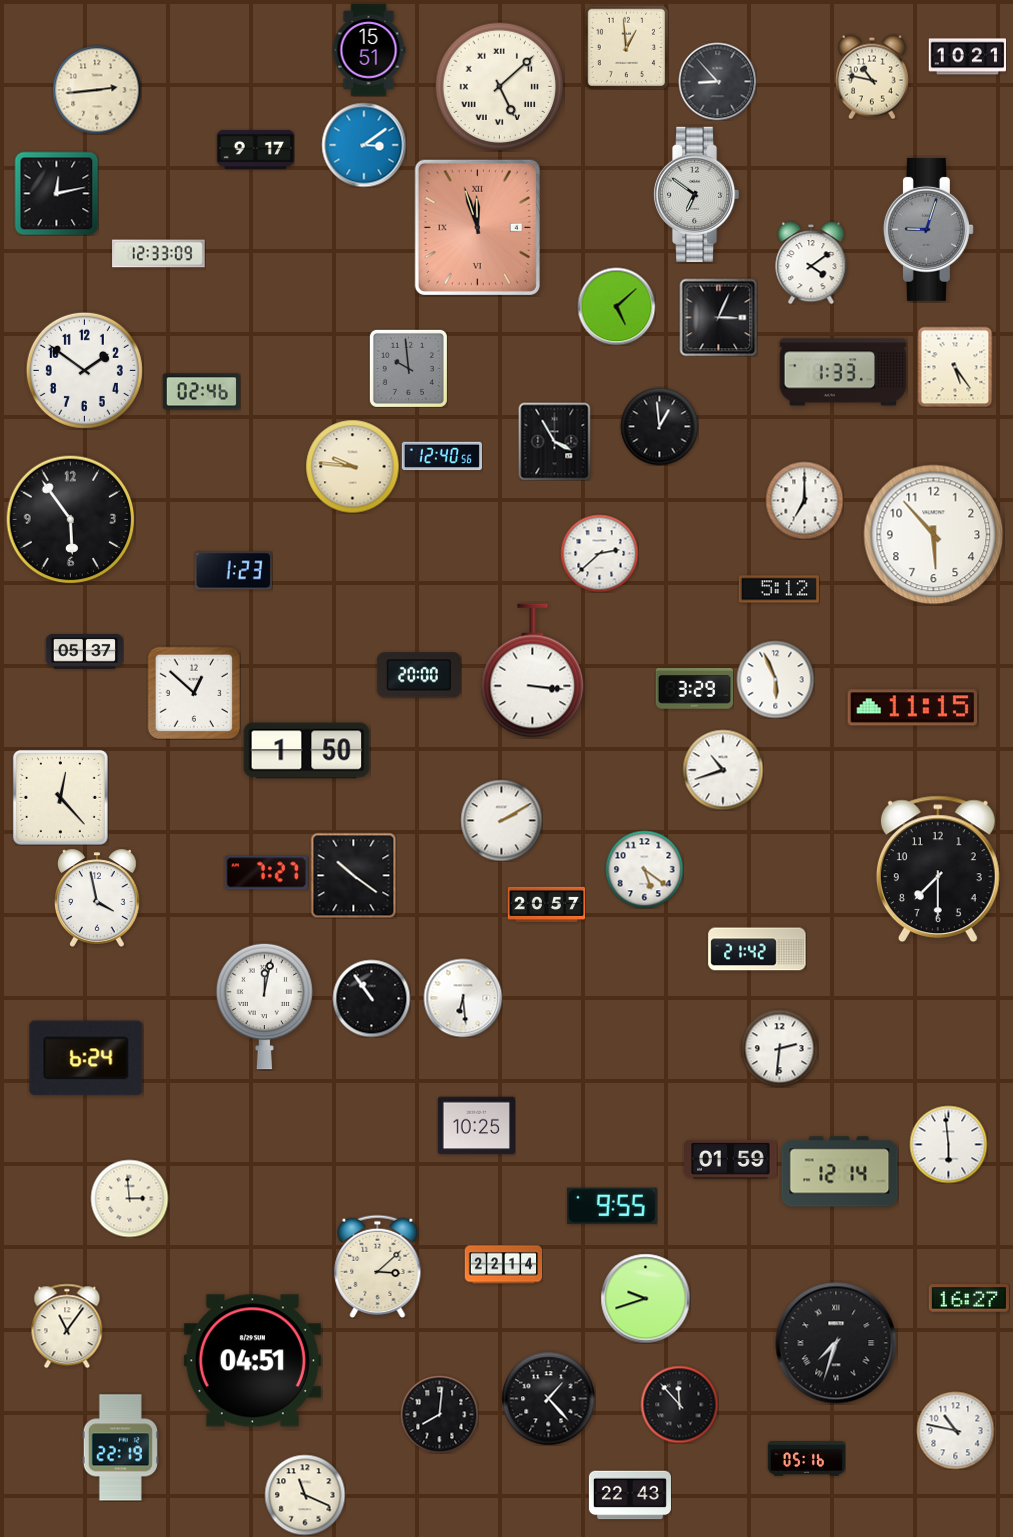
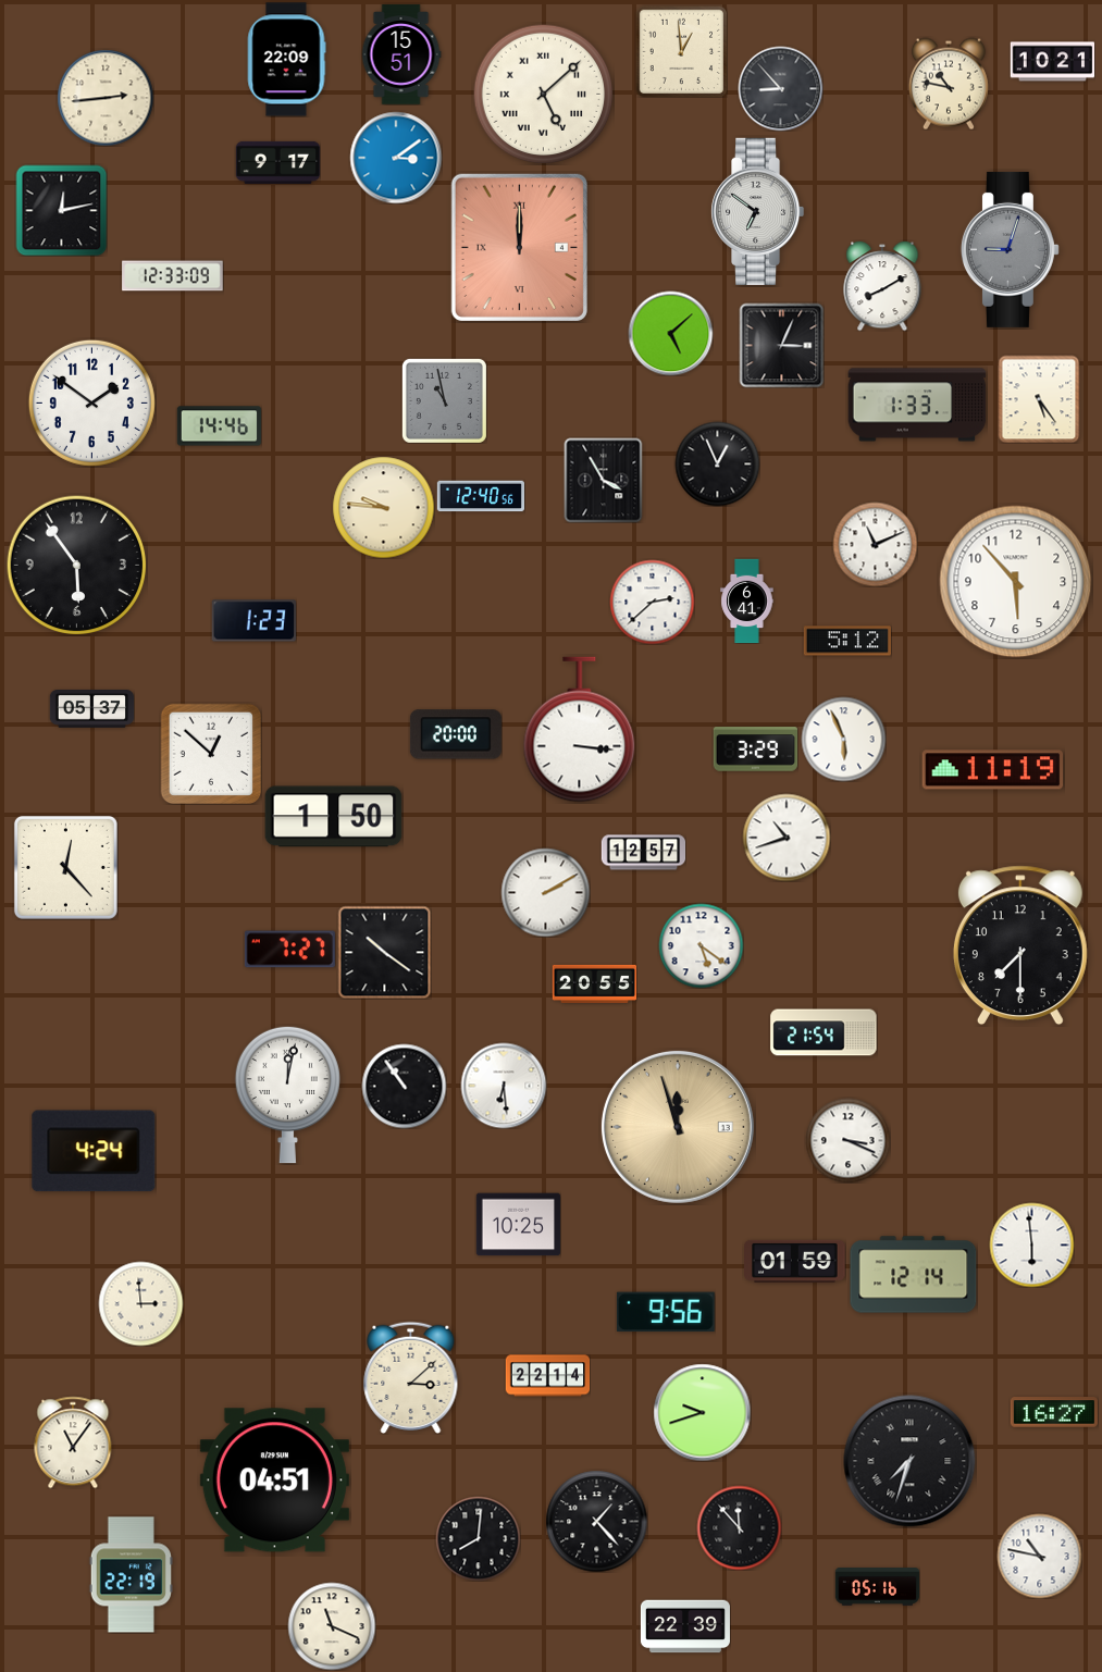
clock at (286, 60): none -> 22:09
clock at (477, 227): 11:57 -> 12:00
clock at (811, 263): 4:09 -> 8:10
clock at (408, 368): 9:59 -> 10:58
clock at (201, 392): 02:46 -> 14:46
clock at (659, 426): 12:59 -> 12:56
clock at (804, 500): 7:00 -> 11:11
clock at (747, 600): none -> 6:41
clock at (913, 708): 11:15 -> 11:19
clock at (643, 853): none -> 12:57
clock at (97, 898): 3:58 -> none
clock at (546, 904): 20:57 -> 20:55
clock at (757, 949): 21:42 -> 21:54
clock at (678, 1127): none -> 11:57
clock at (779, 1048): 2:31 -> 3:19
clock at (86, 1058): 6:24 -> 4:24
clock at (612, 1206): 9:55 -> 9:56
clock at (630, 1495): 22:43 -> 22:39
